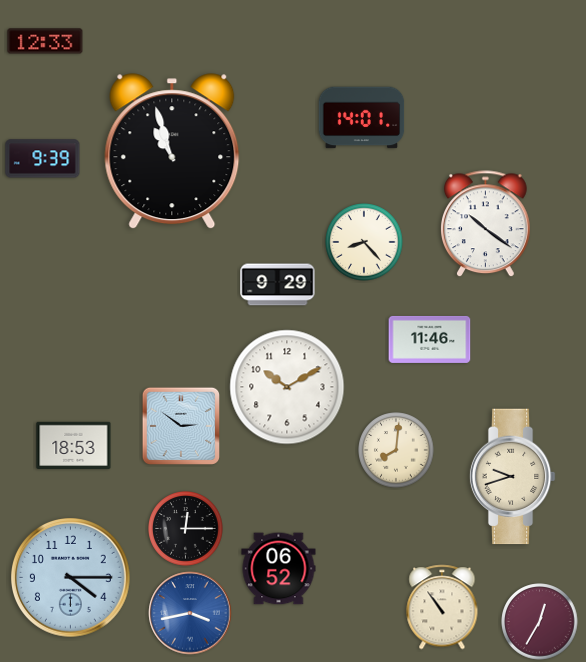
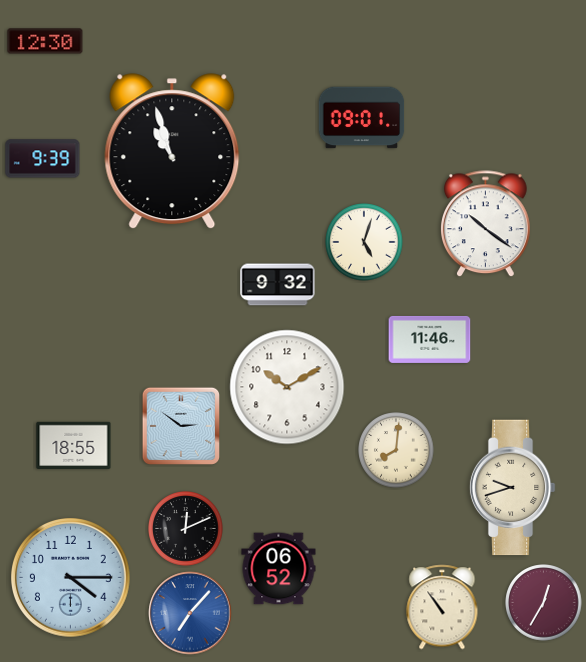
clock at (45, 41): 12:33 -> 12:30
clock at (362, 118): 14:01 -> 09:01
clock at (364, 242): 8:23 -> 5:03
clock at (278, 285): 9:29 -> 9:32
clock at (74, 445): 18:53 -> 18:55
clock at (512, 477) position: (512, 477) -> (512, 488)
clock at (186, 529): 12:15 -> 12:11
clock at (190, 613): 3:43 -> 7:07
clock at (540, 622) position: (540, 622) -> (544, 603)
